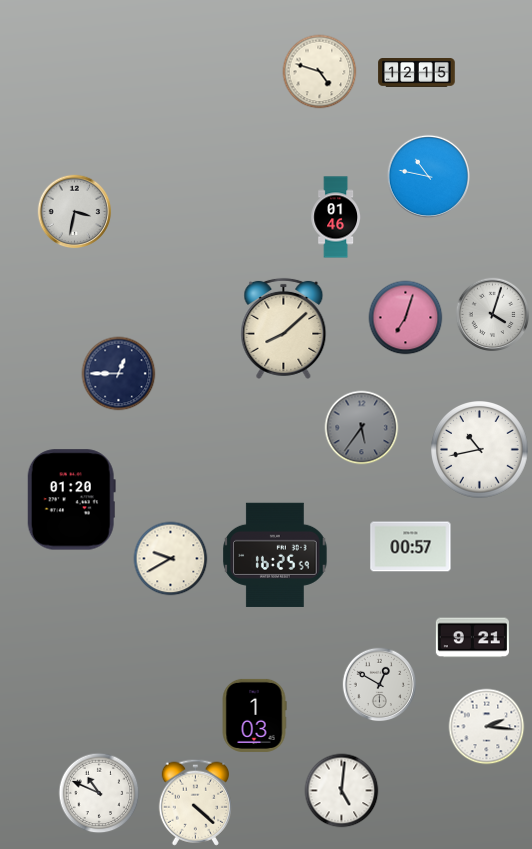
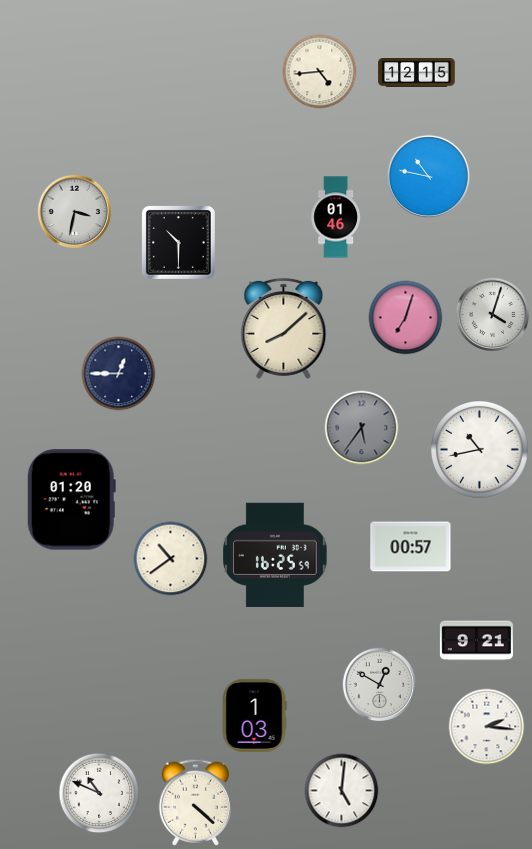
clock at (320, 72): 4:48 -> 4:44
clock at (178, 242): none -> 10:30
clock at (171, 559): 9:40 -> 10:39
clock at (472, 638) position: (472, 638) -> (476, 641)
